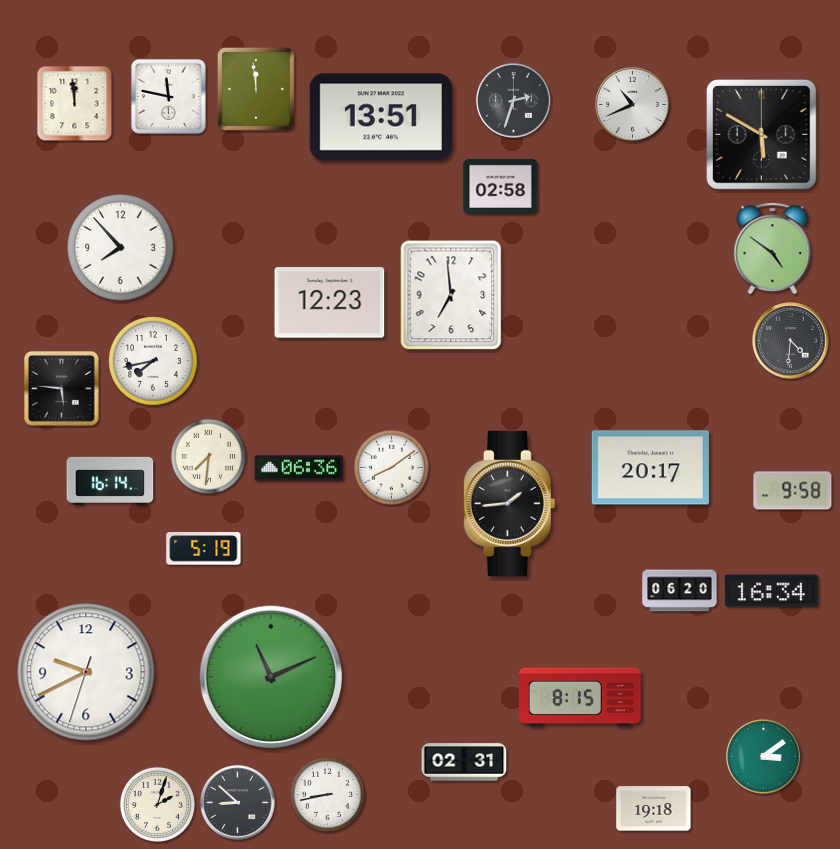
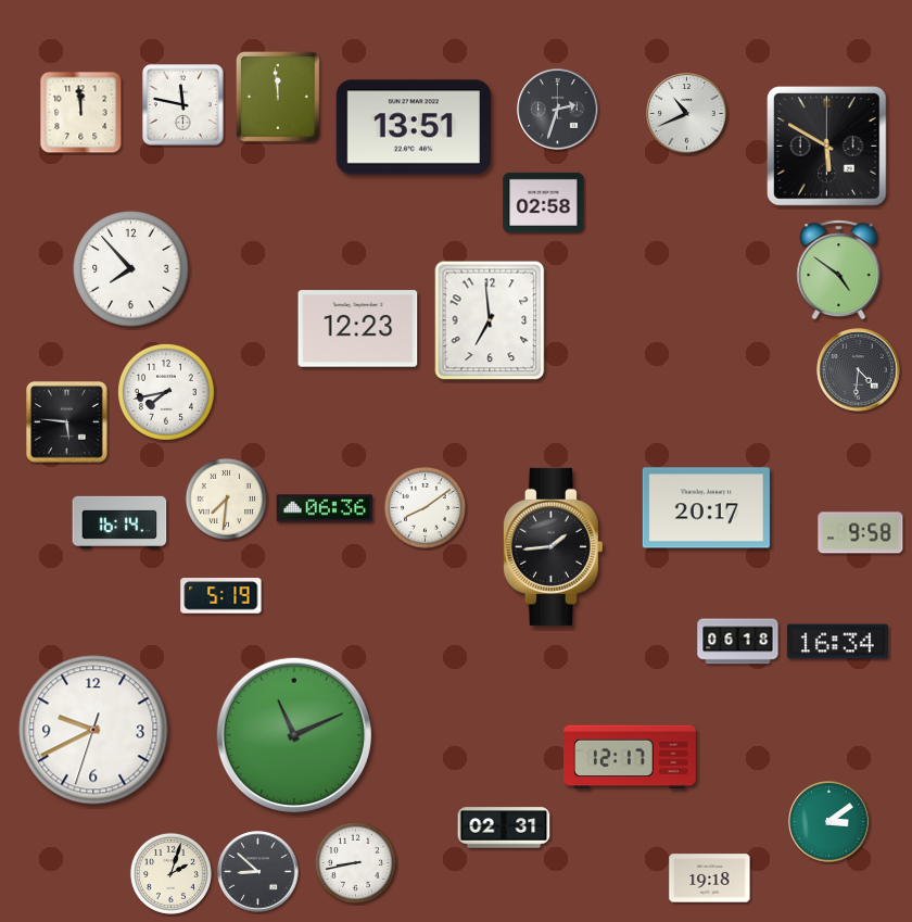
clock at (208, 456) position: (208, 456) -> (226, 498)
clock at (680, 591): 06:20 -> 06:18
clock at (581, 697): 8:15 -> 12:17
